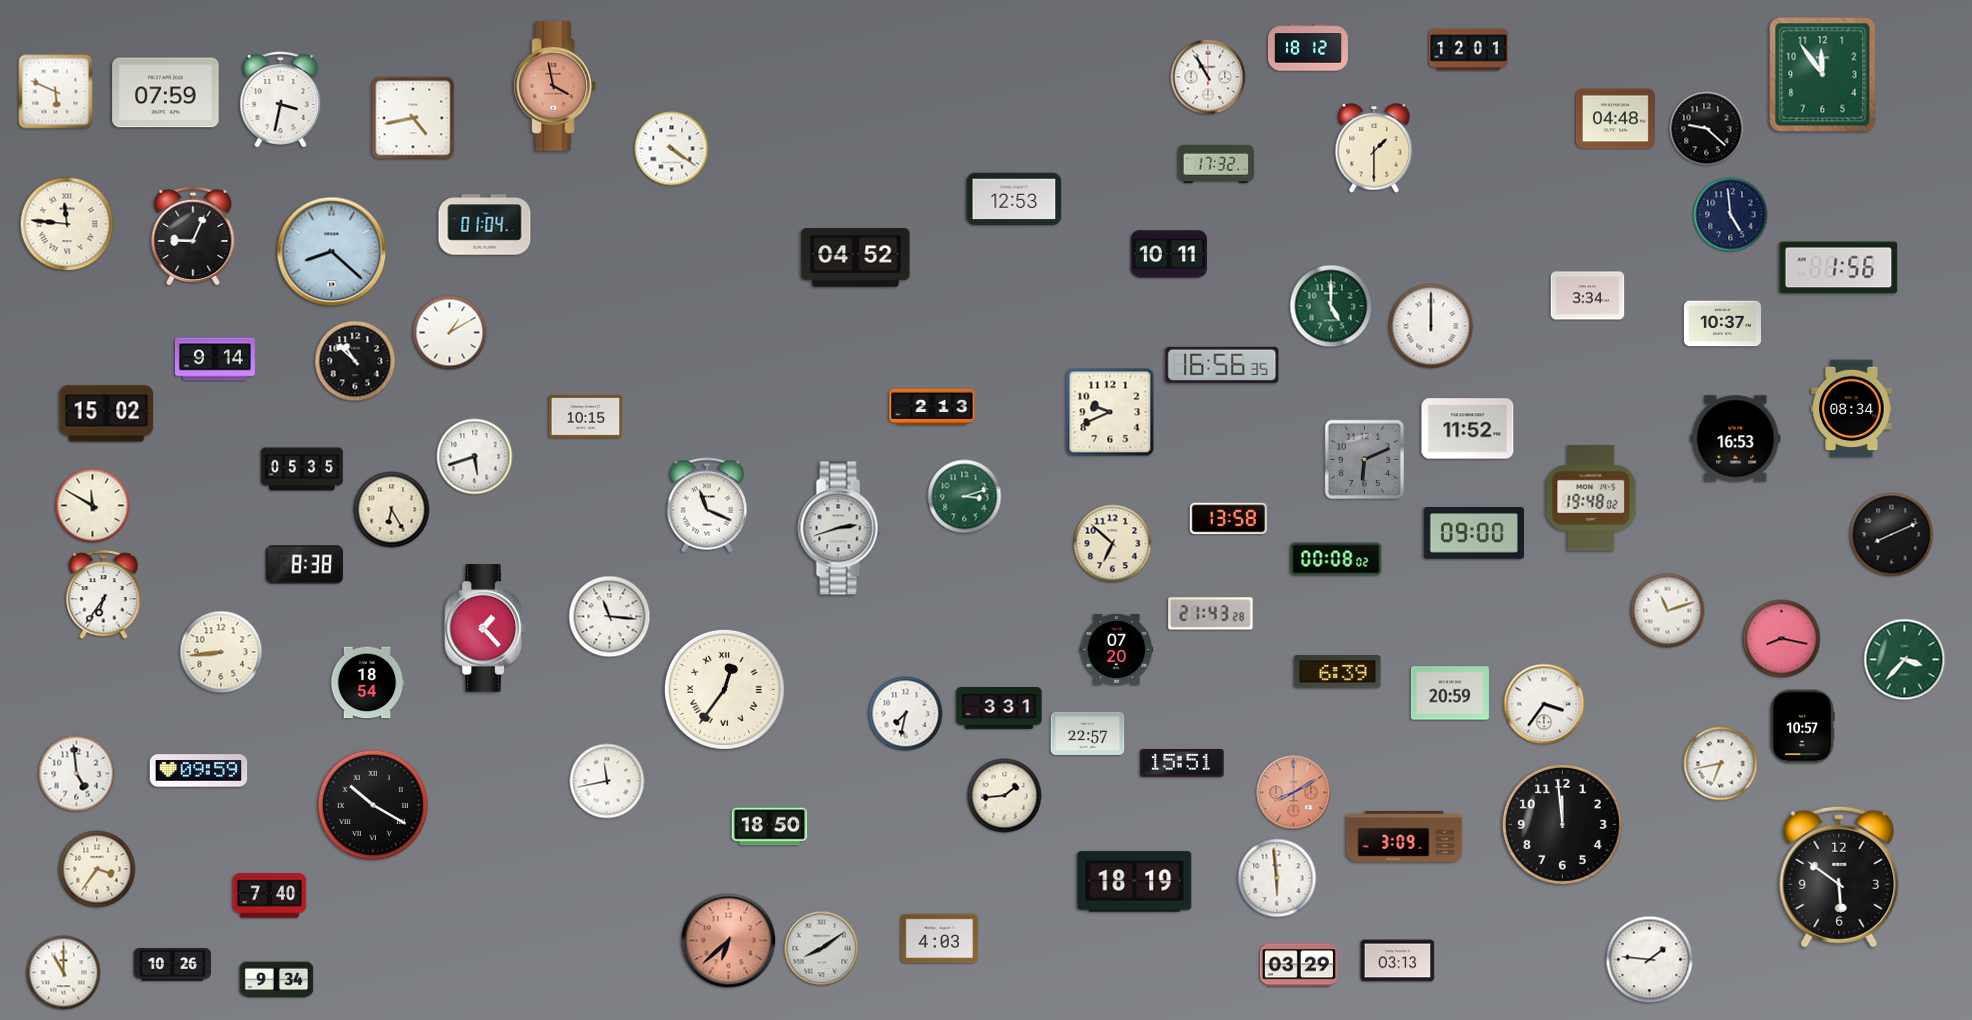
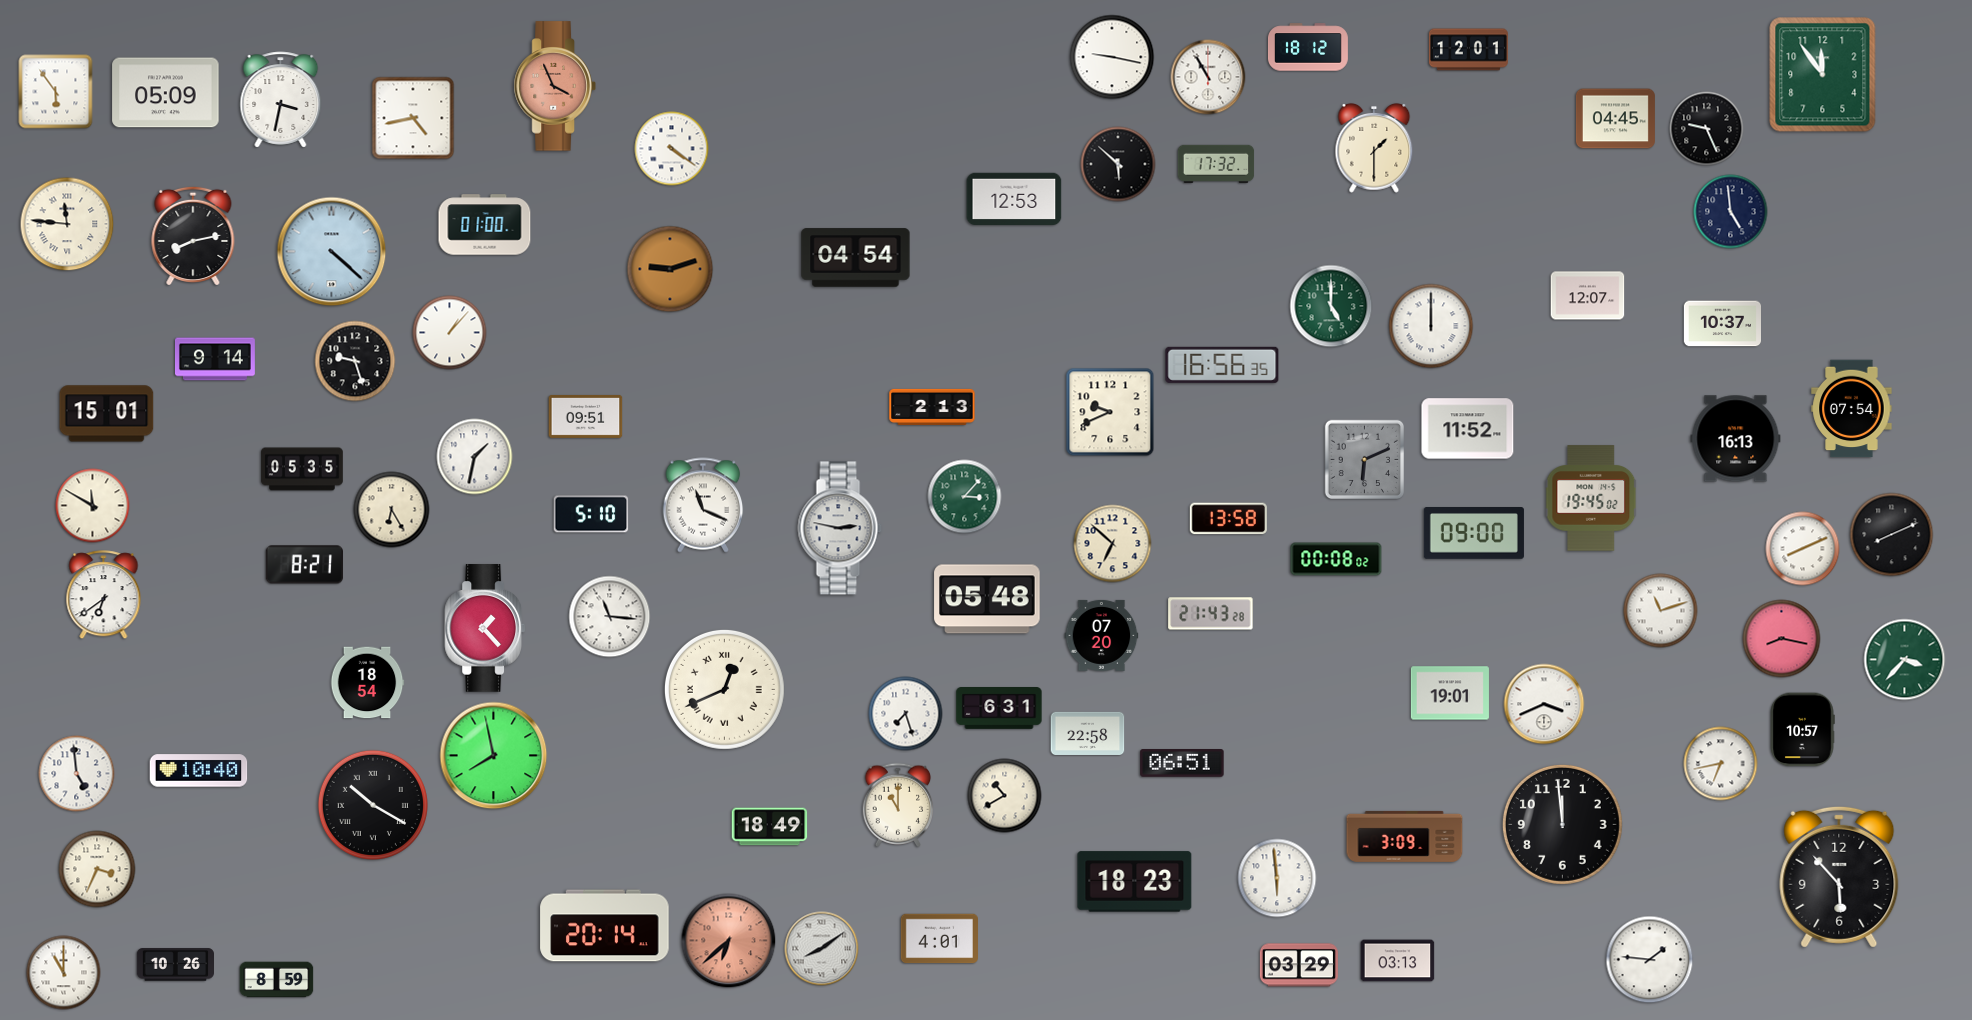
clock at (1112, 57): none -> 9:17
clock at (555, 86): 3:58 -> 3:56
clock at (56, 92): 5:49 -> 5:54
clock at (166, 93): 07:59 -> 05:09
clock at (1615, 119): 04:48 -> 04:45
clock at (1707, 129): 9:22 -> 9:26
clock at (1118, 164): none -> 5:52
clock at (1731, 215) position: (1731, 215) -> (1731, 212)
clock at (485, 225): 01:04 -> 01:00
clock at (193, 235): 9:04 -> 8:13
clock at (332, 252): 8:22 -> 4:22
clock at (1169, 254): 10:11 -> none
clock at (856, 258): 04:52 -> 04:54
clock at (1839, 268): 1:56 -> none
clock at (670, 269): none -> 9:12
clock at (1588, 296): 3:34 -> 12:07
clock at (450, 333): 1:10 -> 1:07
clock at (355, 361): 10:52 -> 9:27
clock at (1852, 409): 08:34 -> 07:54
clock at (107, 414): 15:02 -> 15:01
clock at (586, 416): 10:15 -> 09:51
clock at (1736, 439): 16:53 -> 16:13
clock at (475, 457): 5:42 -> 1:32
clock at (965, 497): 3:12 -> 3:07
clock at (1592, 498): 19:48 -> 19:45
clock at (707, 505) position: (707, 505) -> (703, 505)
clock at (591, 514): none -> 5:10
clock at (840, 528): 2:42 -> 2:47
clock at (1803, 549): none -> 8:11
clock at (304, 565): 8:38 -> 8:21
clock at (104, 595): 6:36 -> 6:39
clock at (987, 599): none -> 05:48
clock at (1668, 611) position: (1668, 611) -> (1661, 611)
clock at (1117, 649) position: (1117, 649) -> (1102, 635)
clock at (221, 652): 8:44 -> none
clock at (1338, 672): 6:39 -> none
clock at (724, 689): 12:36 -> 12:41
clock at (1450, 693): 20:59 -> 19:01
clock at (1544, 704): 3:36 -> 3:41
clock at (999, 709): 3:31 -> 6:31
clock at (906, 714): 7:32 -> 7:27
clock at (1802, 727) position: (1802, 727) -> (1802, 730)
clock at (1088, 733): 22:57 -> 22:58
clock at (494, 756): none -> 7:58
clock at (1182, 764): 15:51 -> 06:51
clock at (199, 771): 09:59 -> 10:40
clock at (607, 781): 11:43 -> none
clock at (1294, 793): 8:10 -> none
clock at (1005, 796): 1:44 -> 10:40
clock at (898, 804): none -> 11:00
clock at (770, 827): 18:50 -> 18:49
clock at (97, 869): 3:36 -> 3:34
clock at (1839, 877): 5:51 -> 5:53
clock at (1135, 882): 18:19 -> 18:23
clock at (270, 896): 7:40 -> none
clock at (605, 926): none -> 20:14
clock at (939, 939): 4:03 -> 4:01
clock at (172, 965) position: (172, 965) -> (175, 965)
clock at (277, 980): 9:34 -> 8:59
